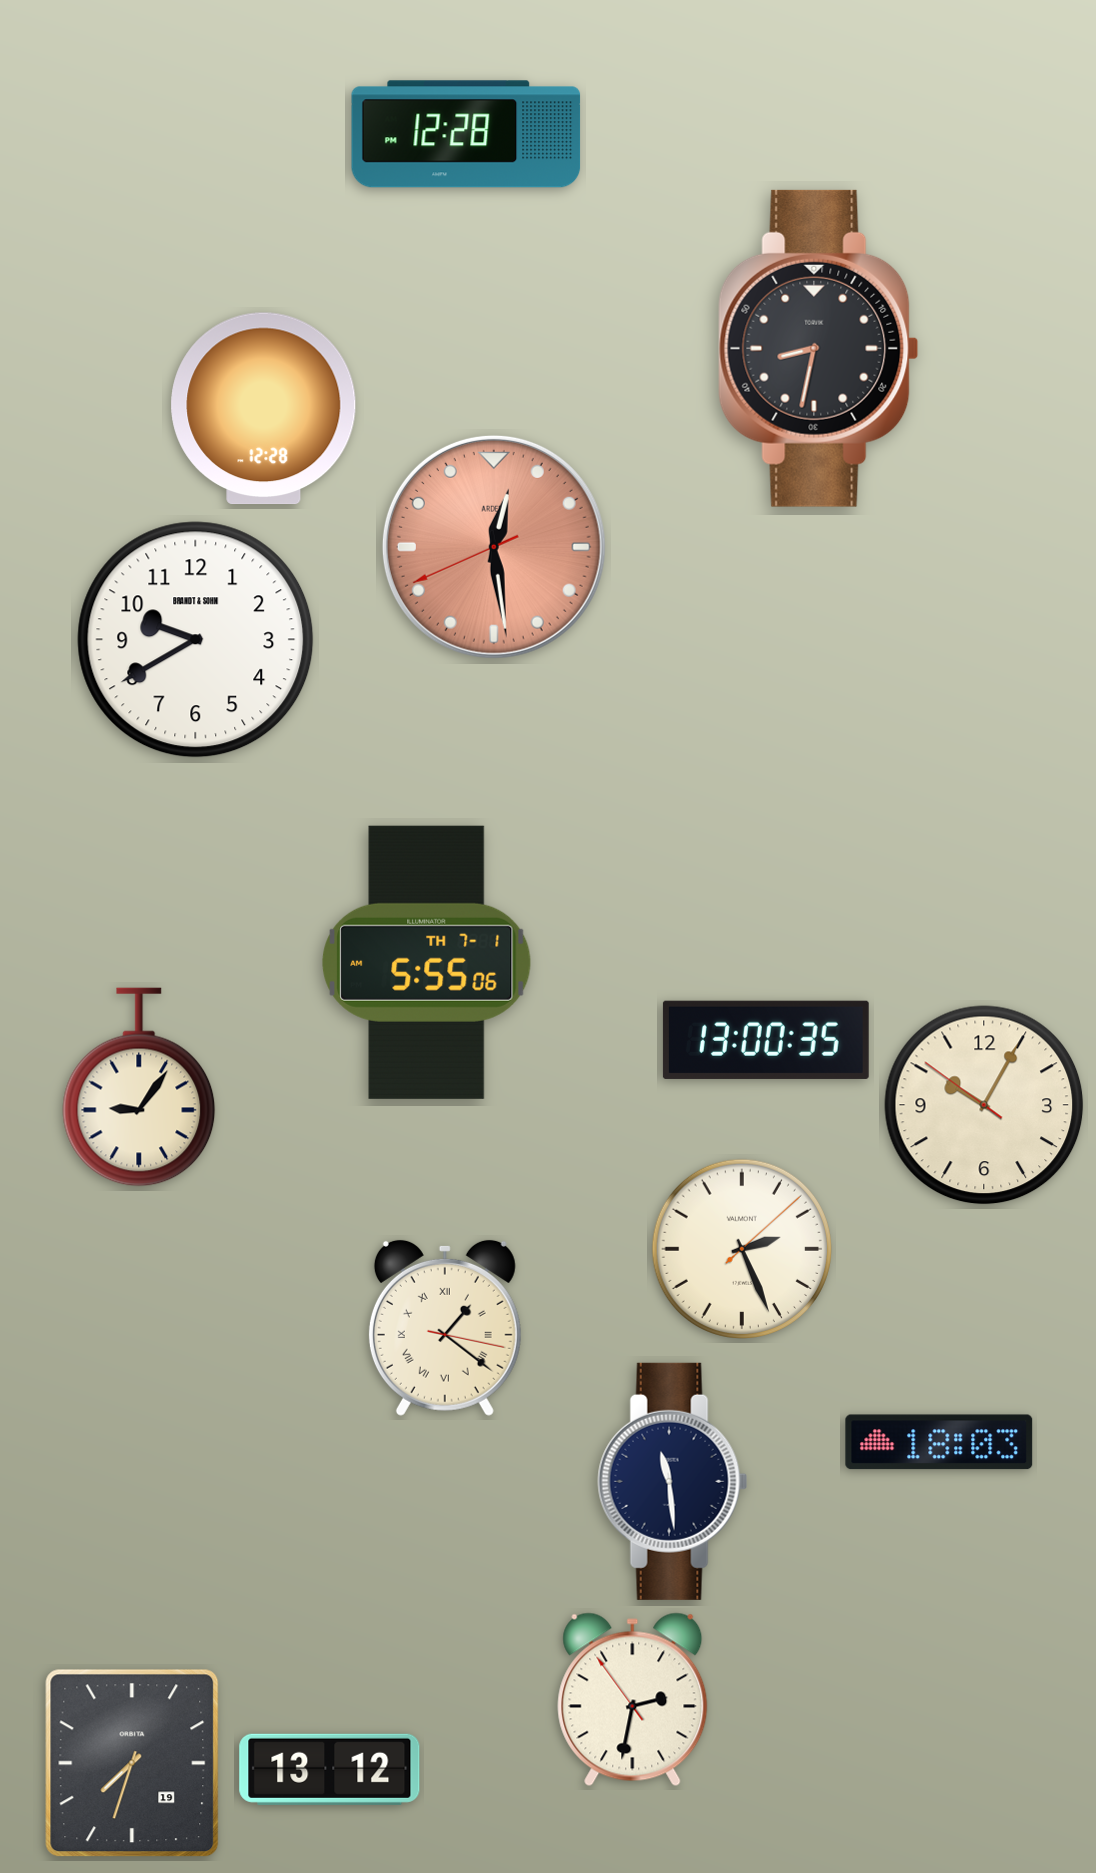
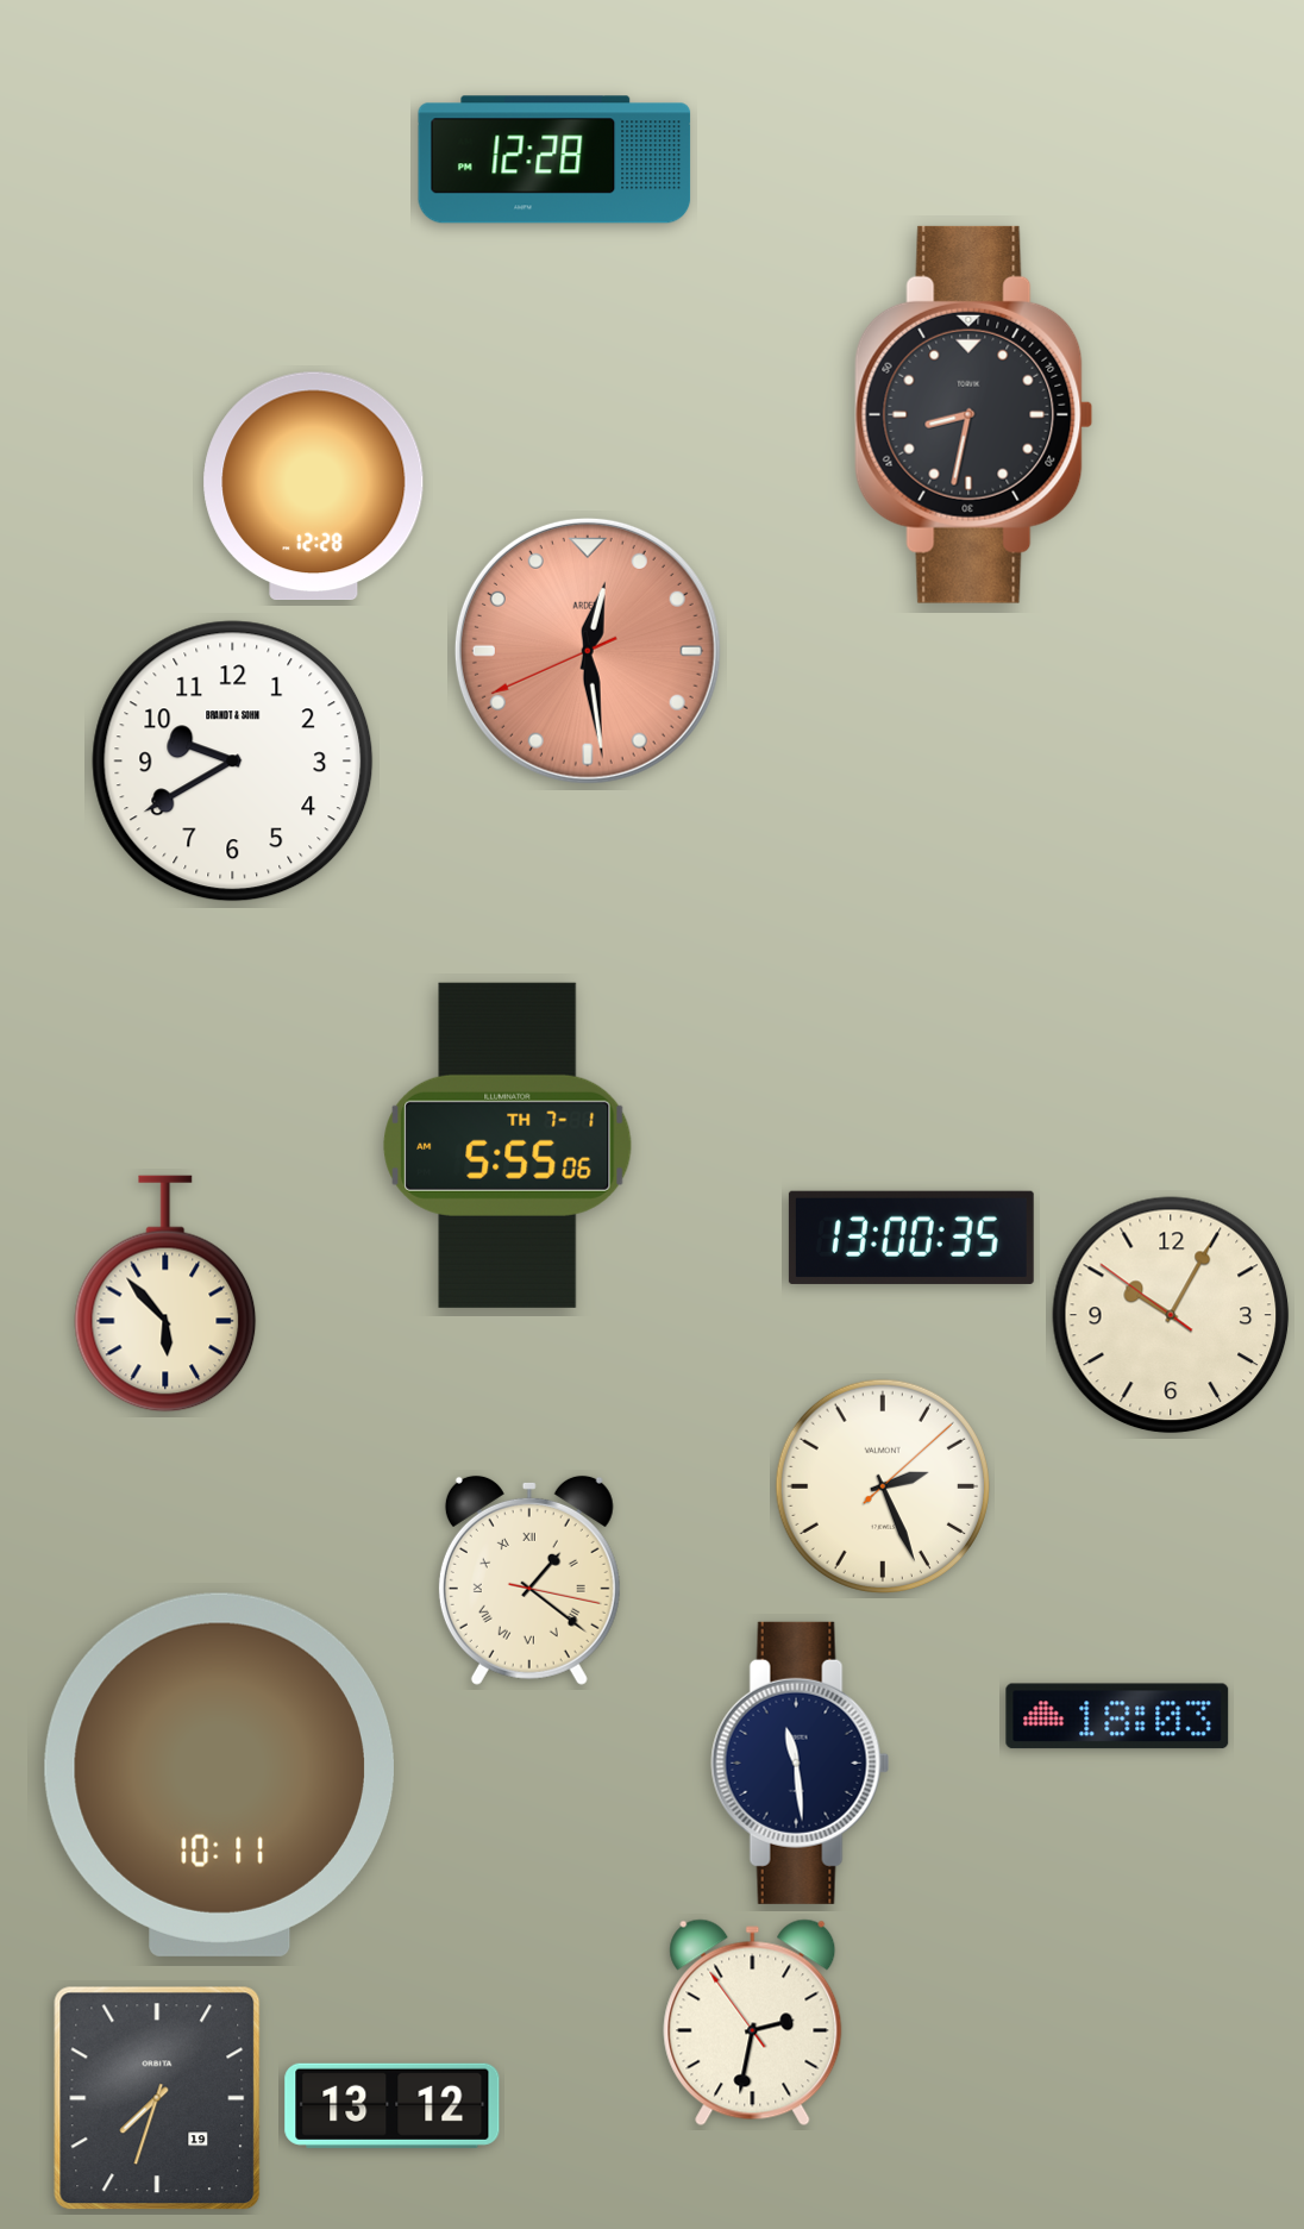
clock at (139, 1087): 9:06 -> 5:53
clock at (219, 1774): none -> 10:11
